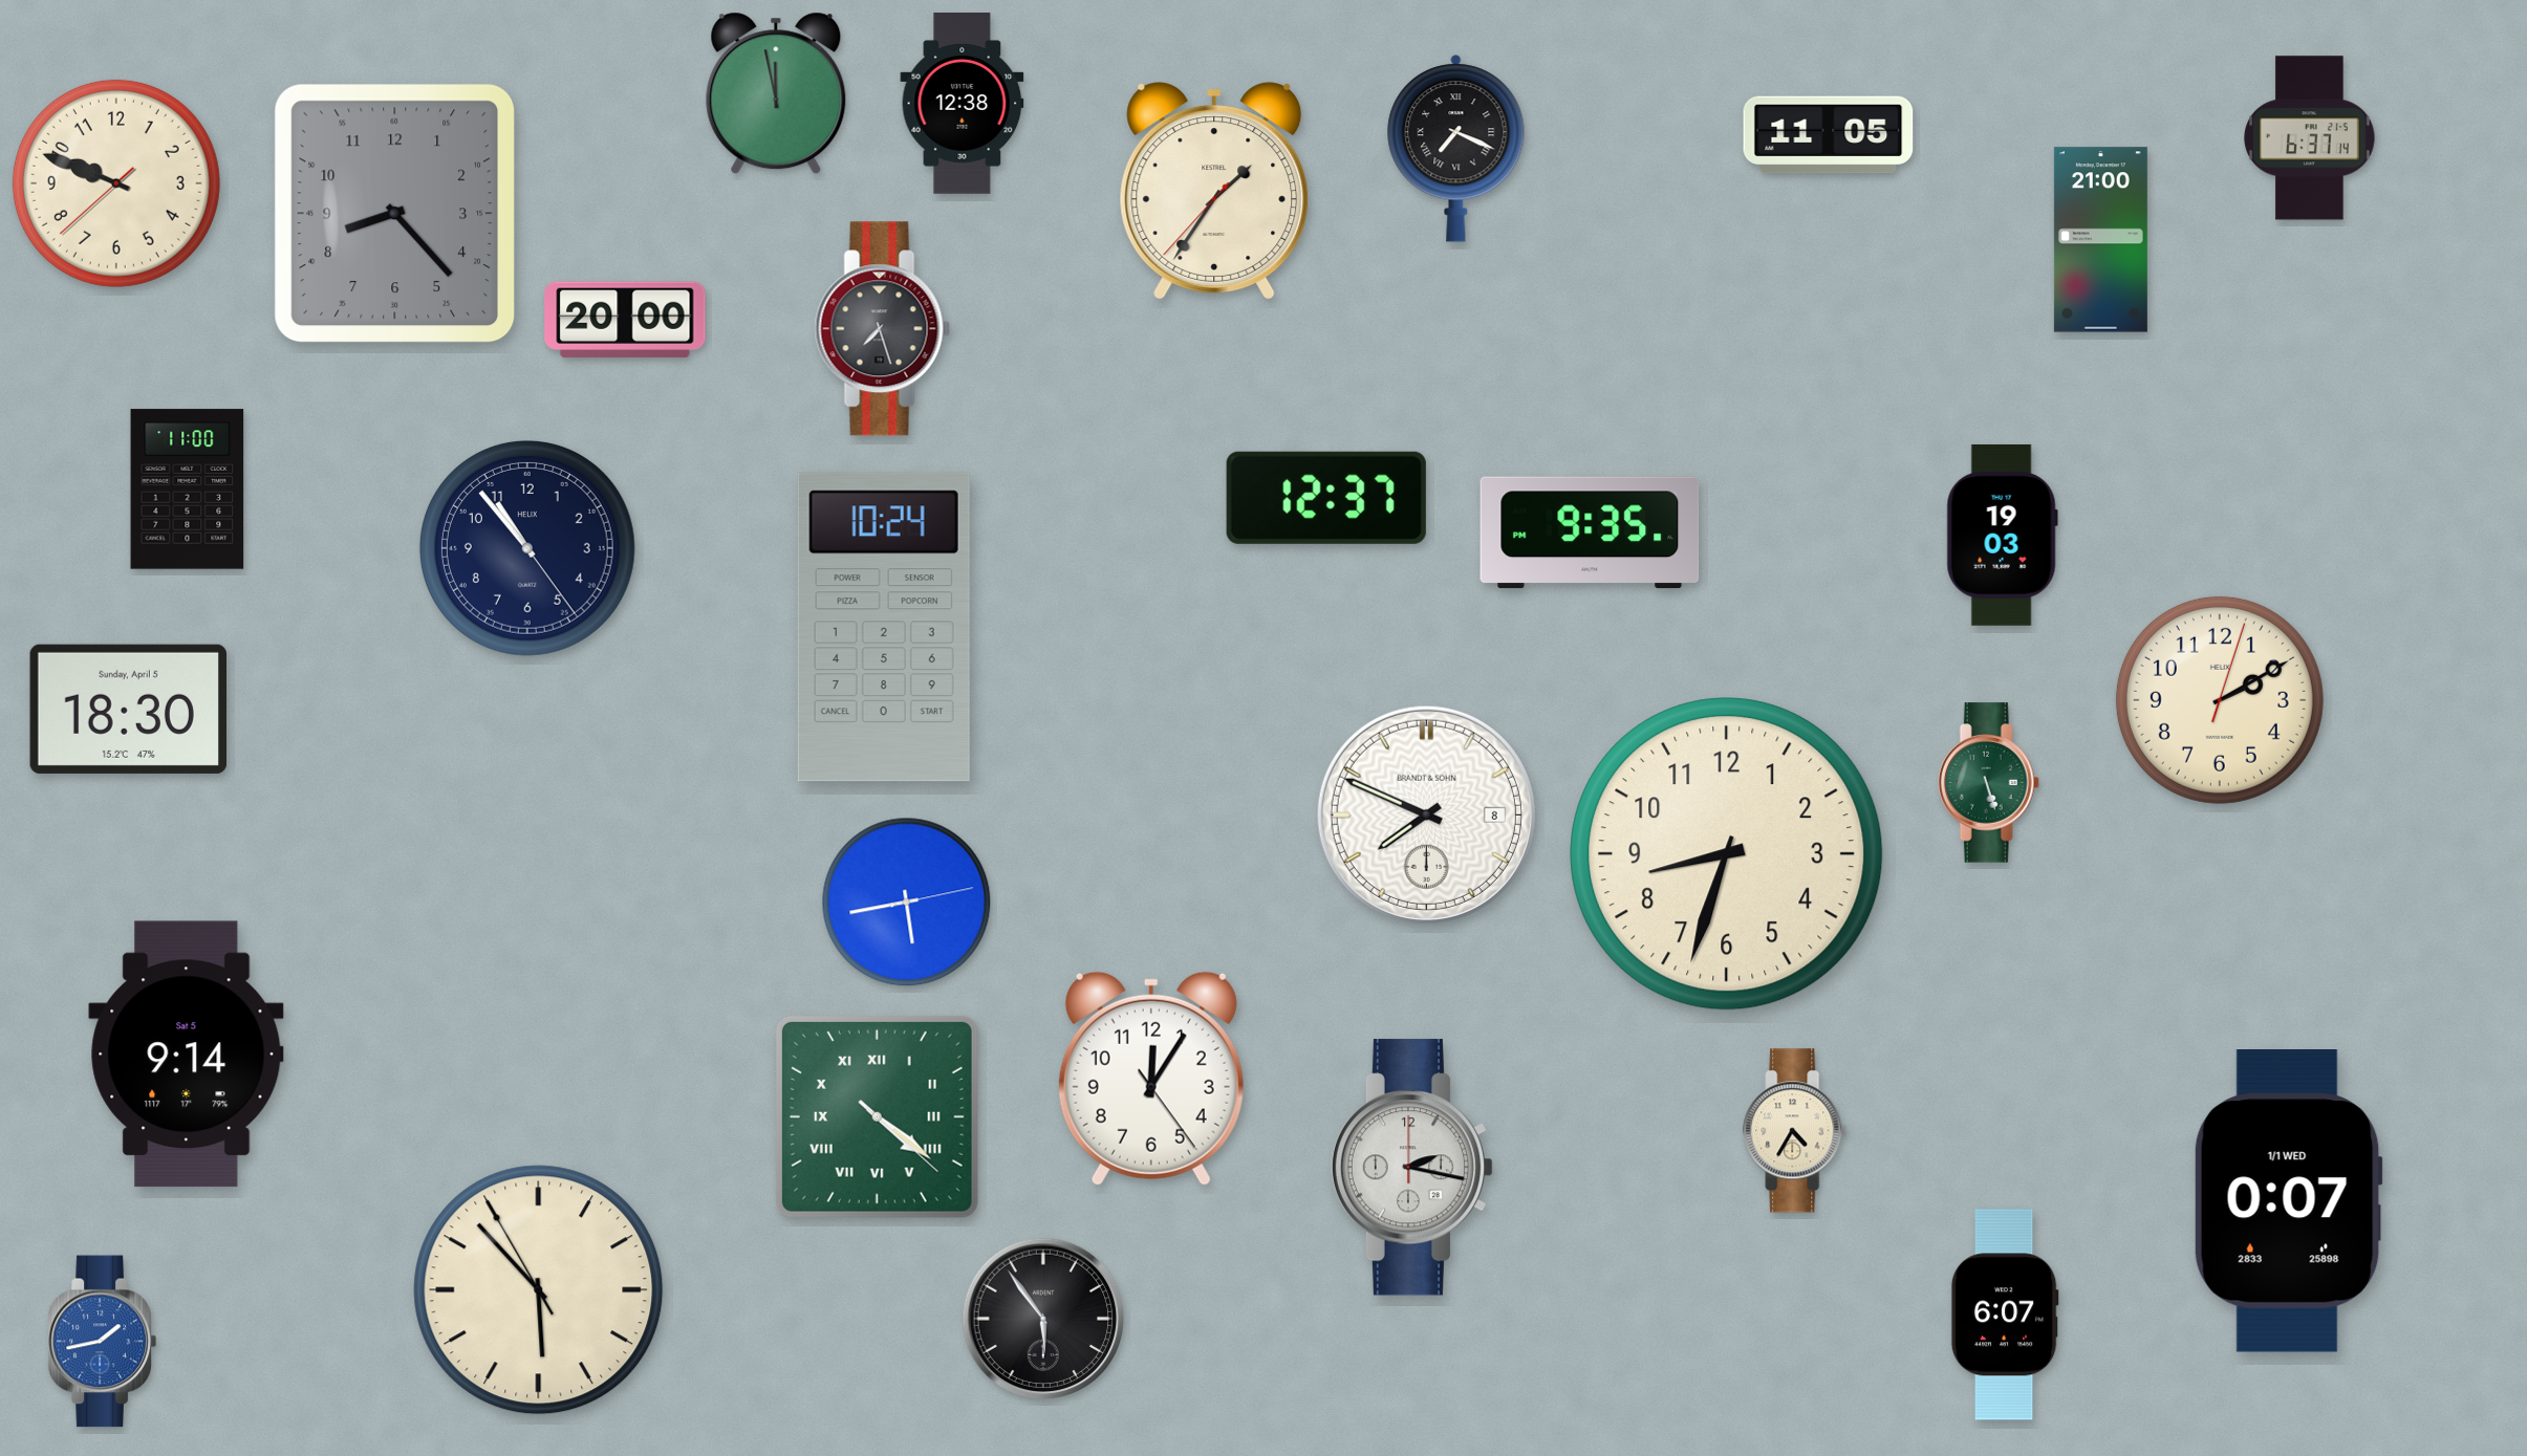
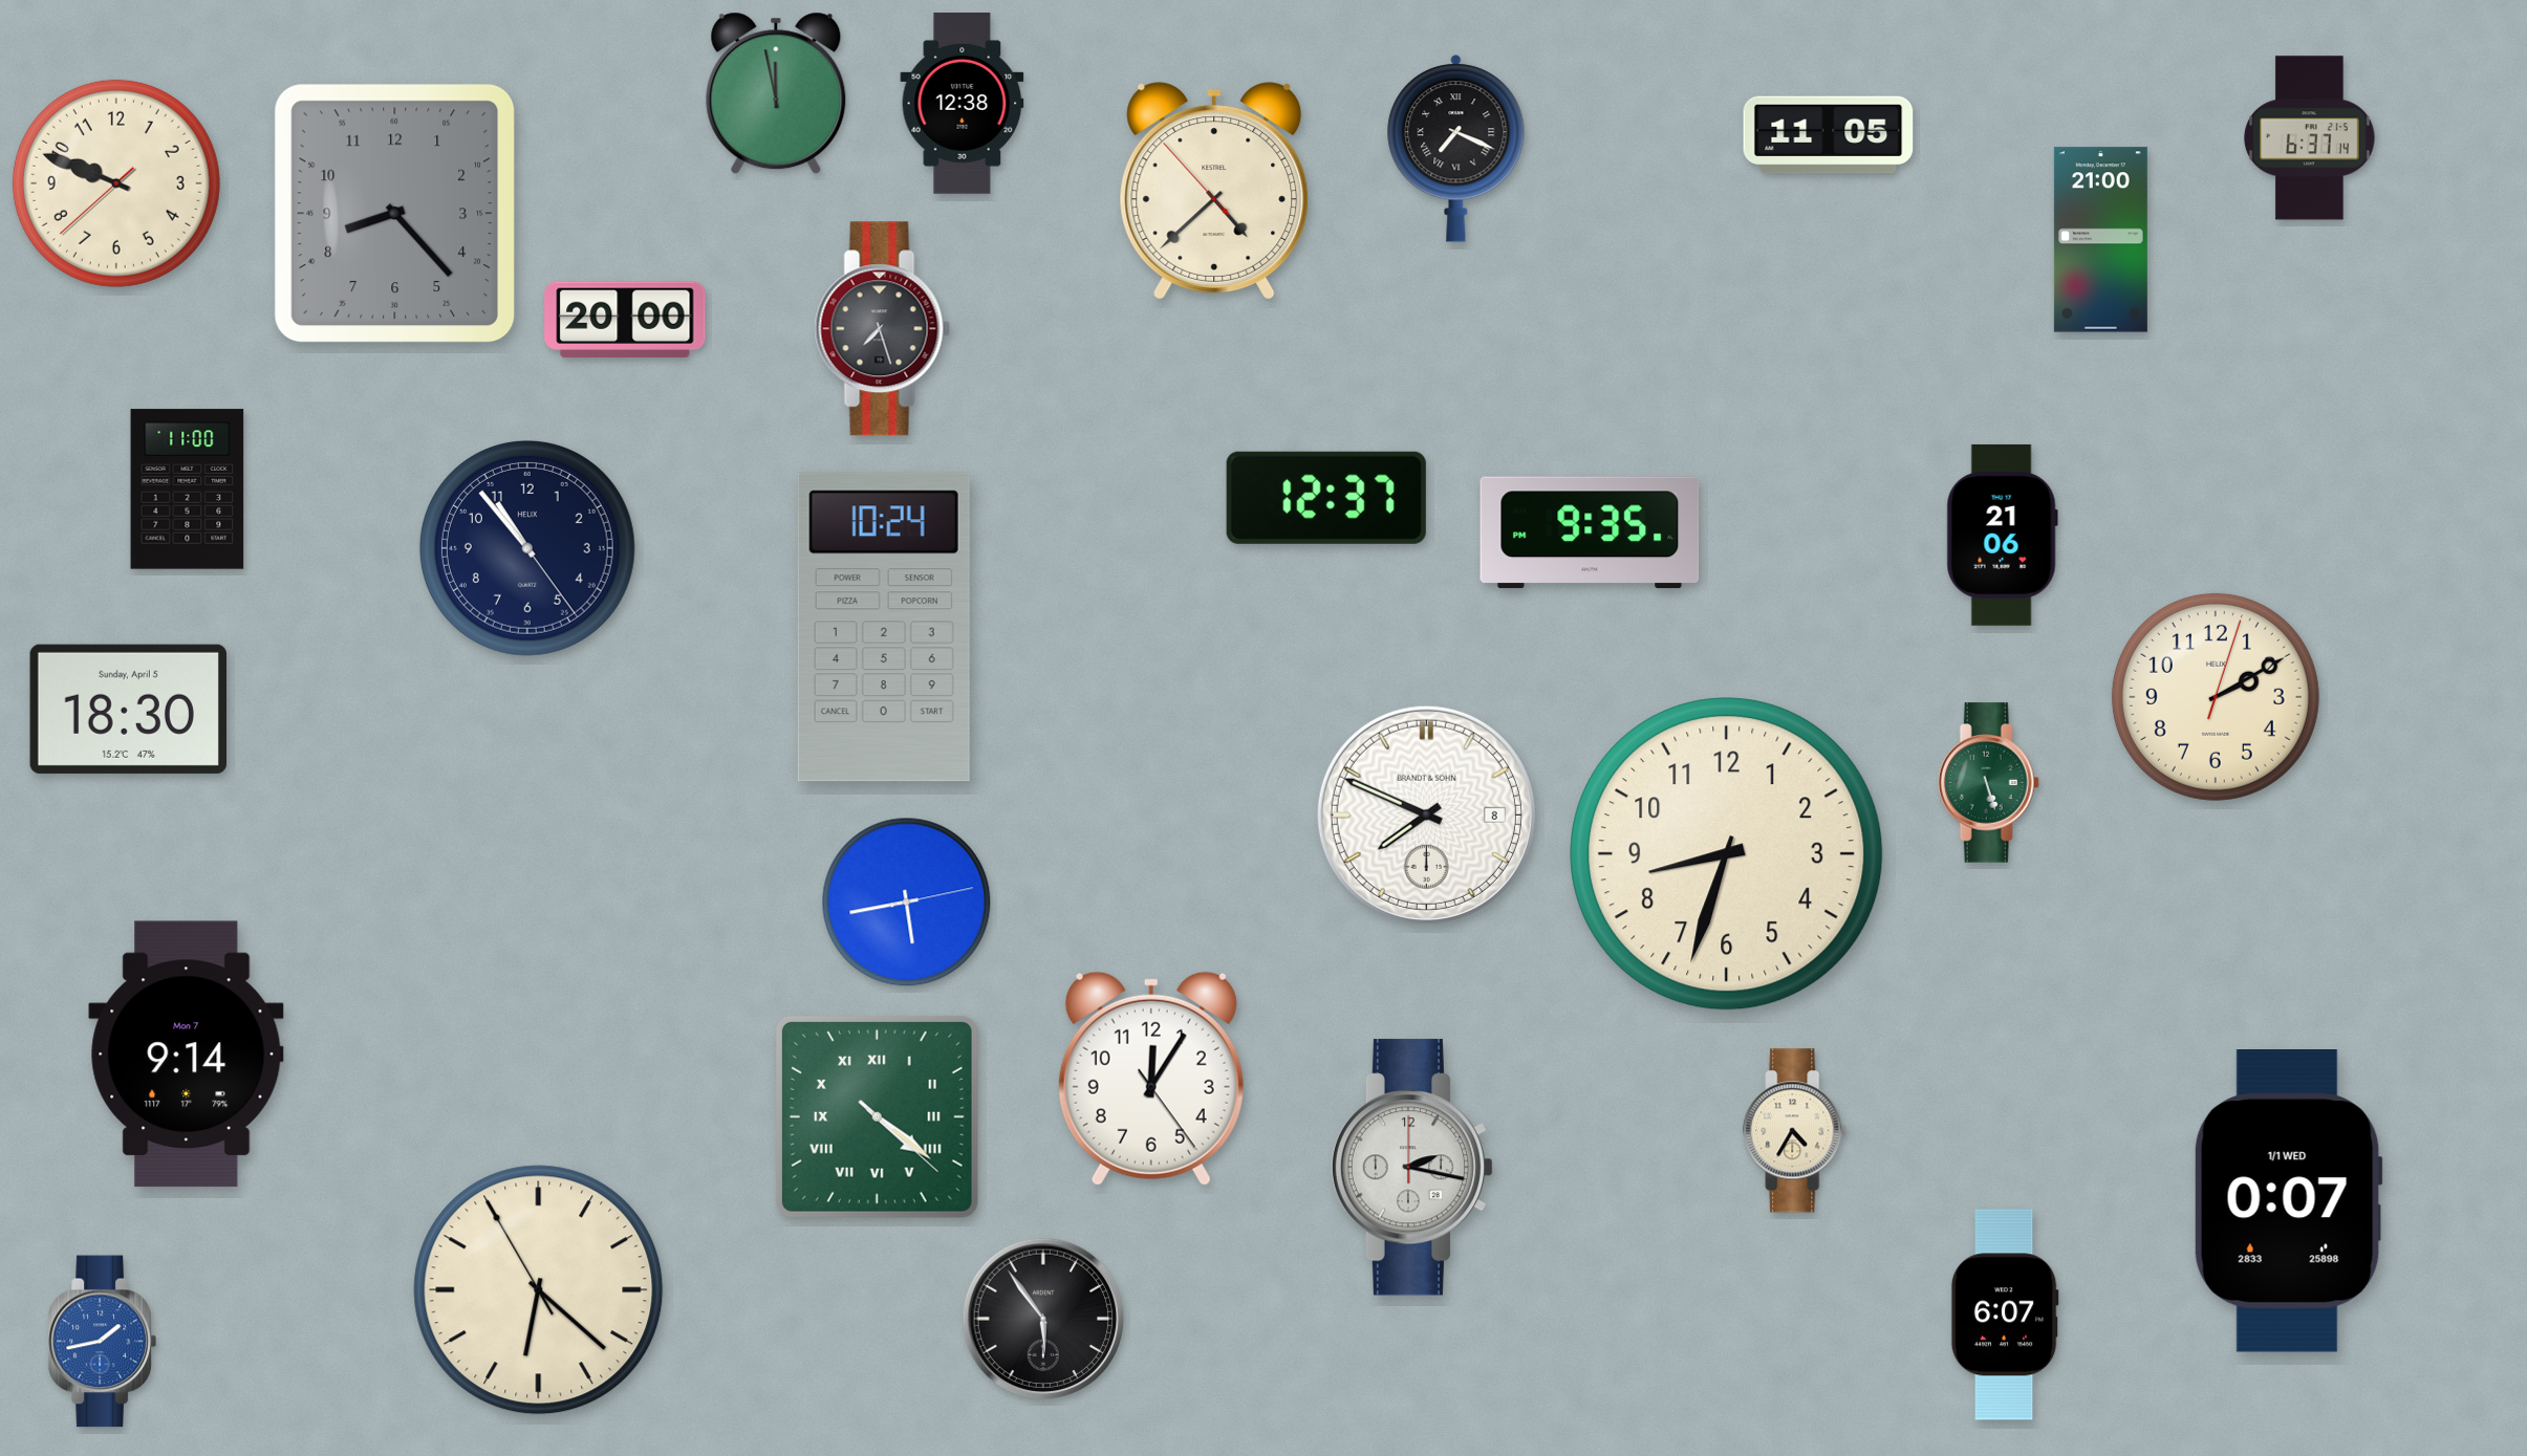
clock at (1214, 191): 1:35 -> 4:37
clock at (2002, 535): 19:03 -> 21:06
clock at (2220, 700) position: (2220, 700) -> (2216, 697)
clock at (187, 1055) date: Sat 5 -> Mon 7
clock at (539, 1290): 5:52 -> 6:21
